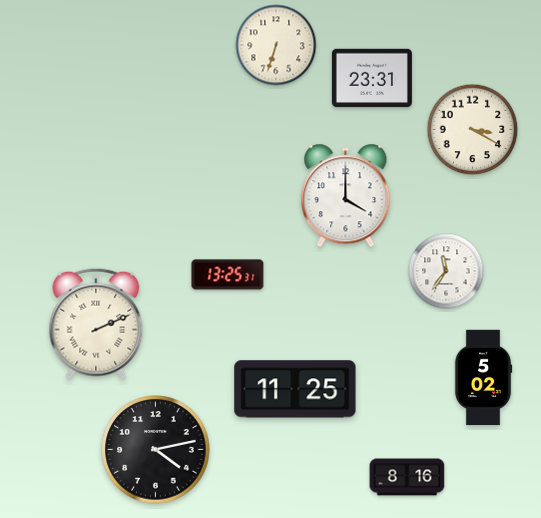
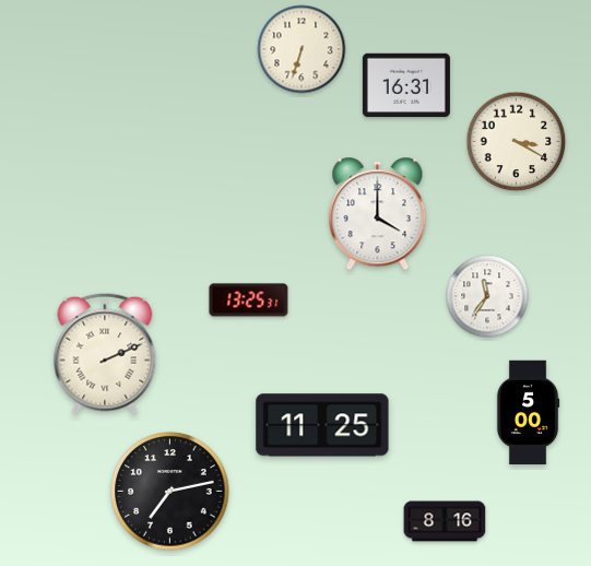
clock at (372, 78): 23:31 -> 16:31
clock at (483, 378): 5:02 -> 5:00
clock at (156, 450): 4:13 -> 7:13
